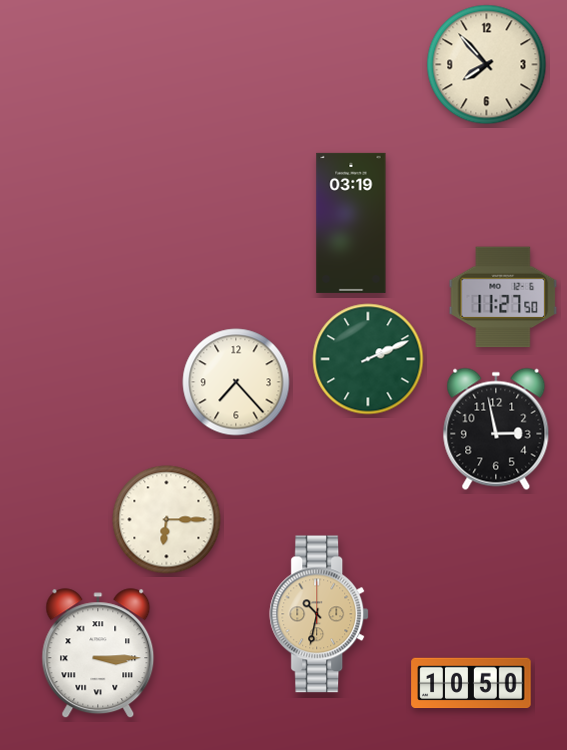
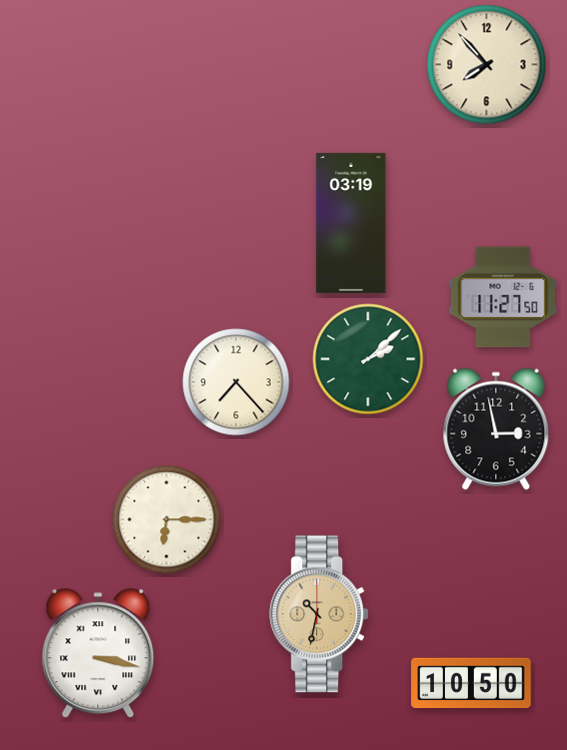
clock at (368, 359): 2:11 -> 2:08
clock at (98, 654): 3:15 -> 3:17
